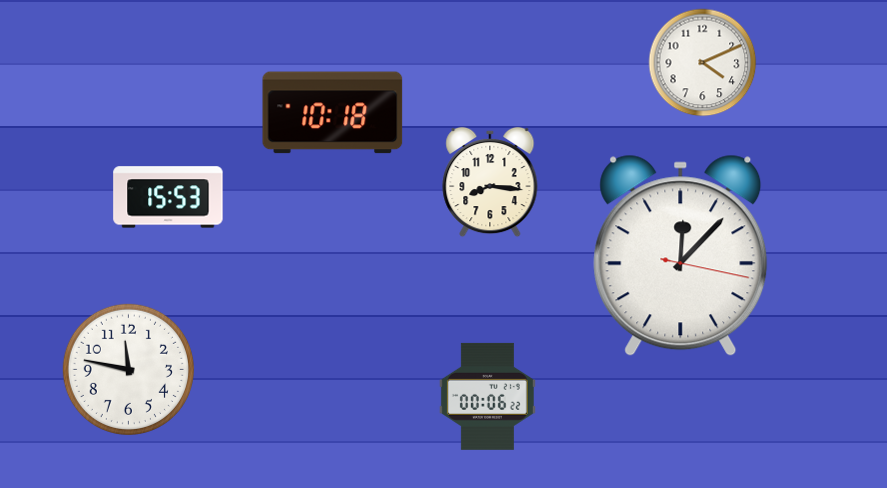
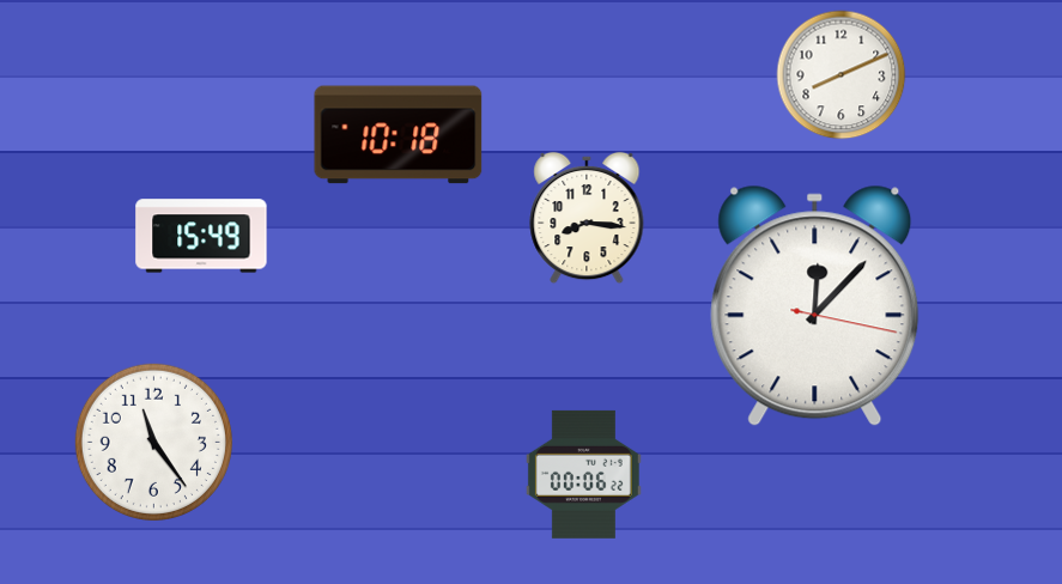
clock at (703, 63): 4:11 -> 8:11
clock at (168, 197): 15:53 -> 15:49
clock at (128, 369): 11:47 -> 11:24
